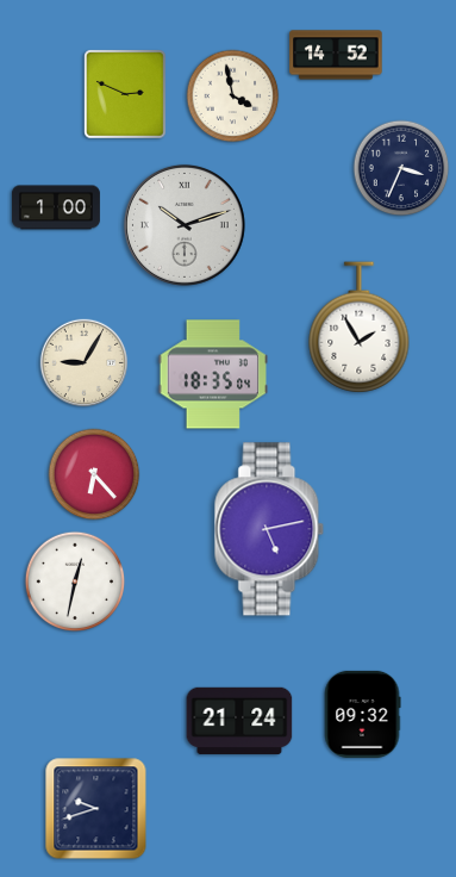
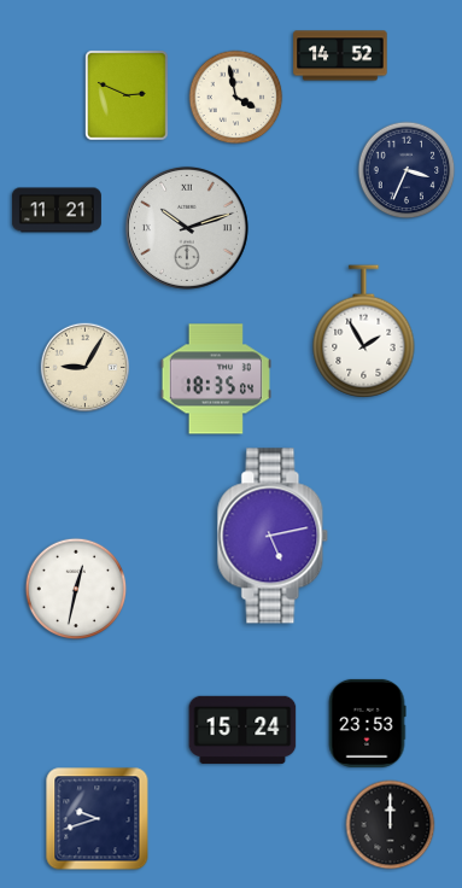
clock at (56, 207): 1:00 -> 11:21
clock at (94, 474): 6:23 -> none
clock at (362, 714): 09:32 -> 23:53
clock at (239, 721): 21:24 -> 15:24
clock at (391, 825): none -> 12:00
